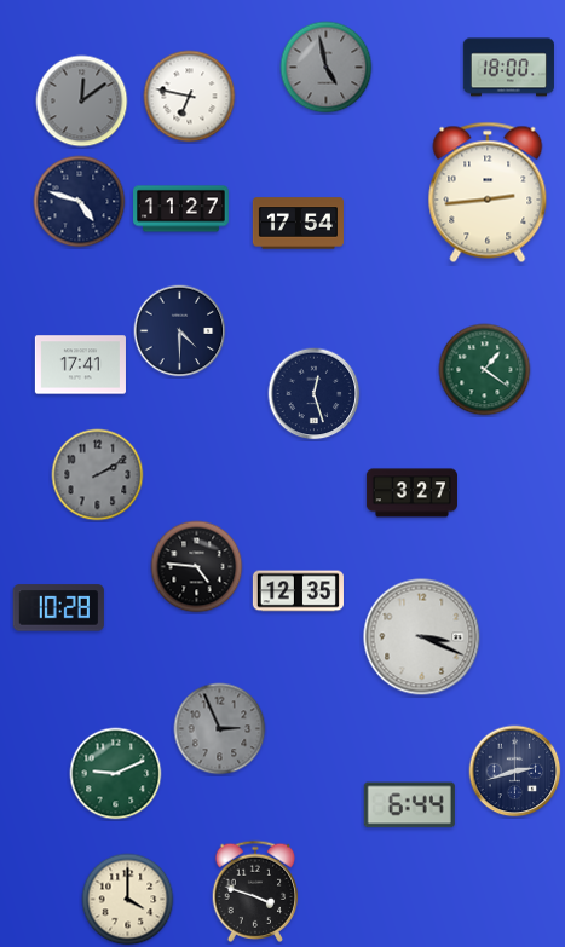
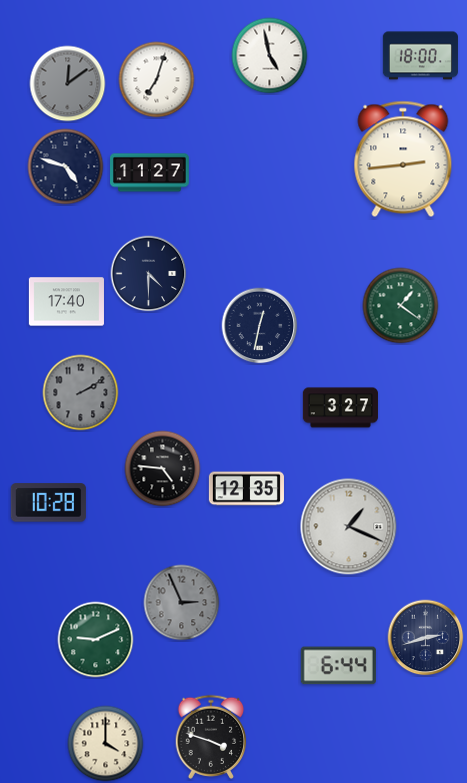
clock at (327, 68) dial: grey -> white
clock at (190, 97): 6:47 -> 7:03
clock at (298, 224): 17:54 -> none
clock at (80, 365): 17:41 -> 17:40
clock at (315, 394): 12:27 -> 12:32
clock at (422, 637): 3:19 -> 1:19
